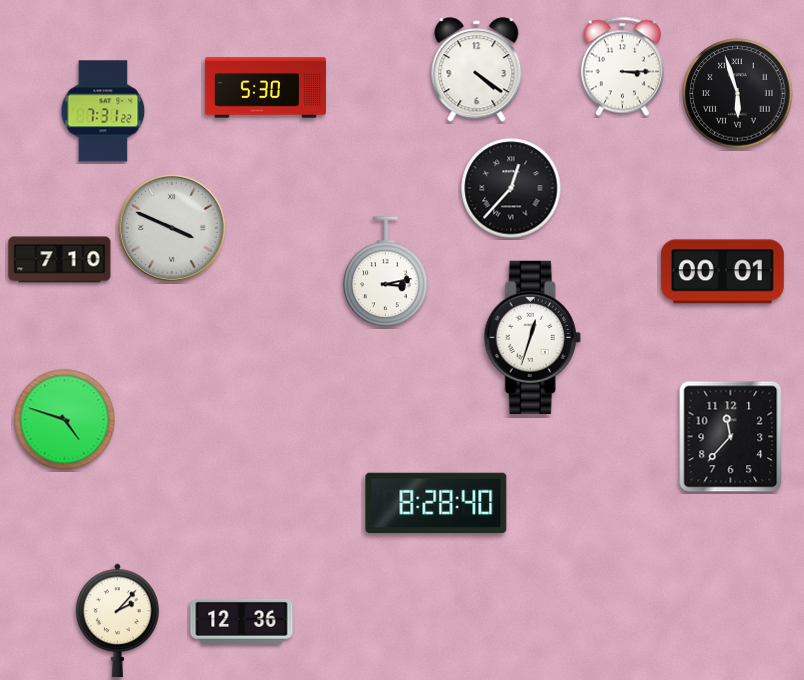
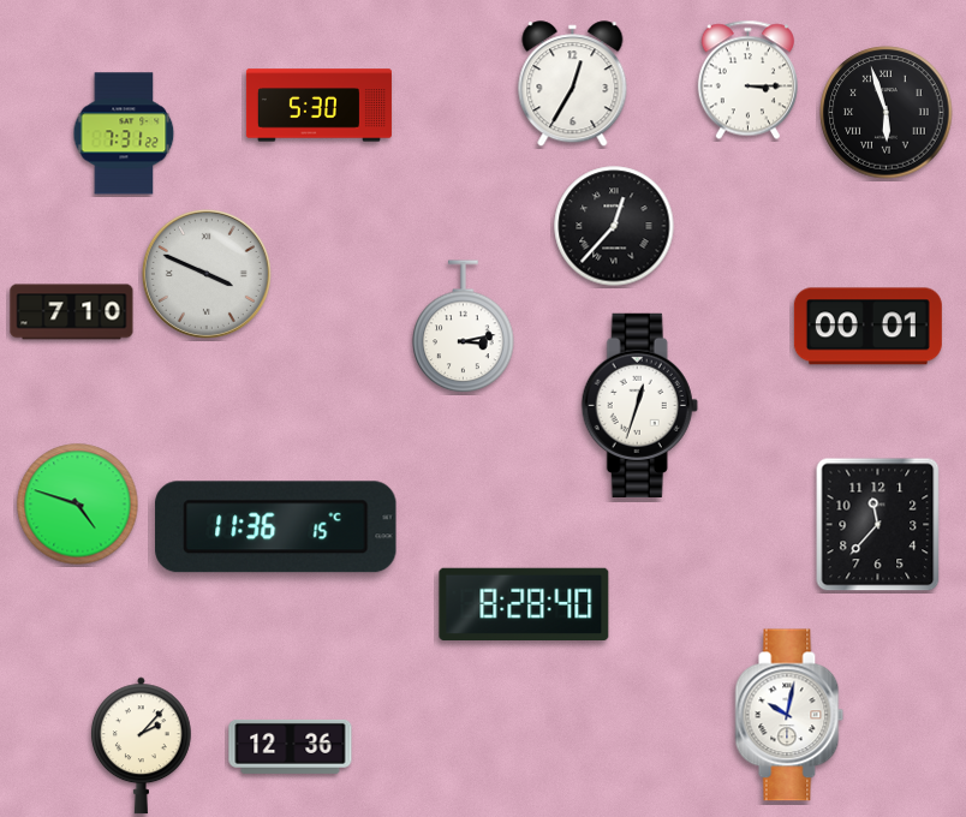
clock at (477, 70): 4:21 -> 12:35
clock at (276, 527): none -> 11:36
clock at (789, 715): none -> 10:02
